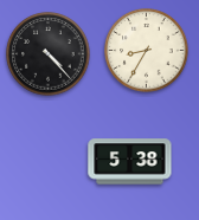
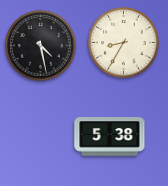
clock at (49, 54): 4:23 -> 4:28
